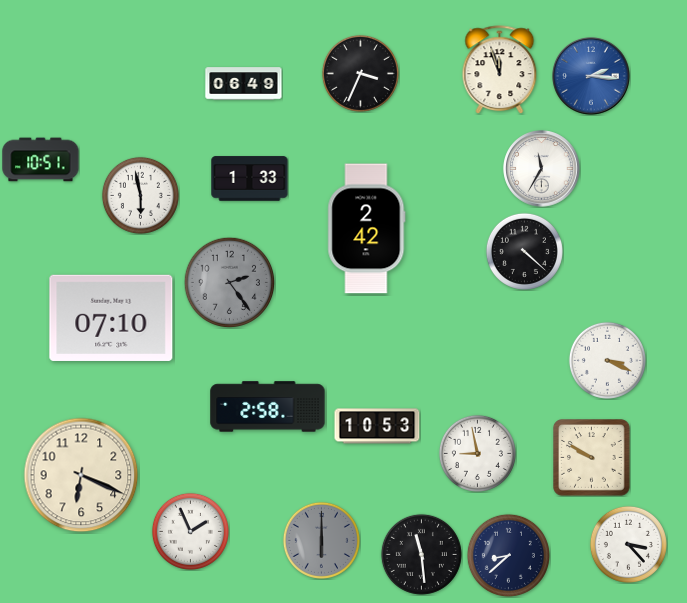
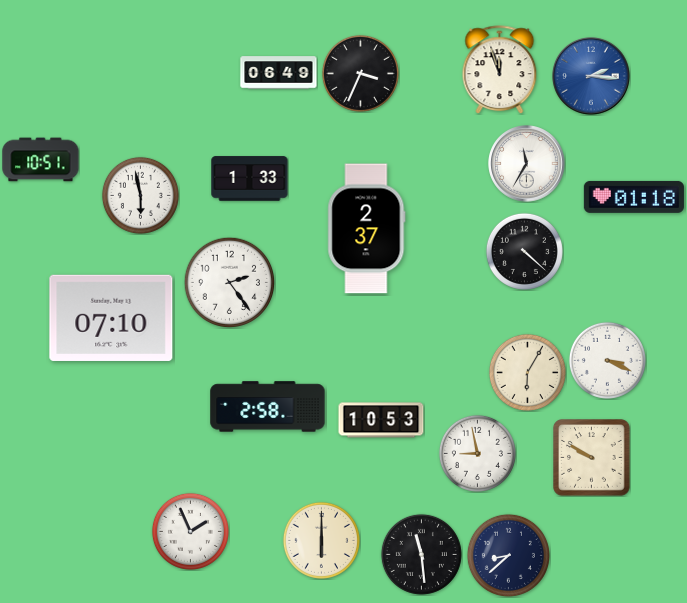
clock at (244, 84) position: (244, 84) -> (279, 73)
clock at (542, 169) position: (542, 169) -> (527, 164)
clock at (634, 197): none -> 01:18
clock at (367, 229): 2:42 -> 2:37
clock at (229, 282) dial: grey -> white
clock at (527, 372): none -> 6:05
clock at (377, 426) position: (377, 426) -> (381, 420)
clock at (81, 475): 6:19 -> none
clock at (321, 540) dial: grey -> cream
clock at (628, 544): 3:23 -> none
